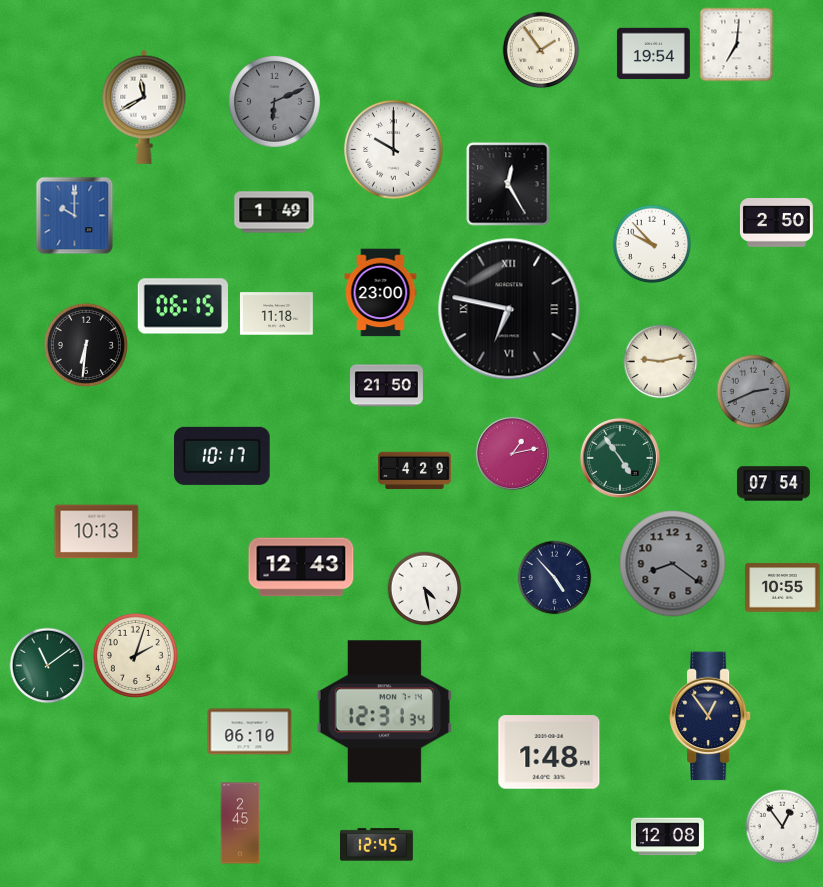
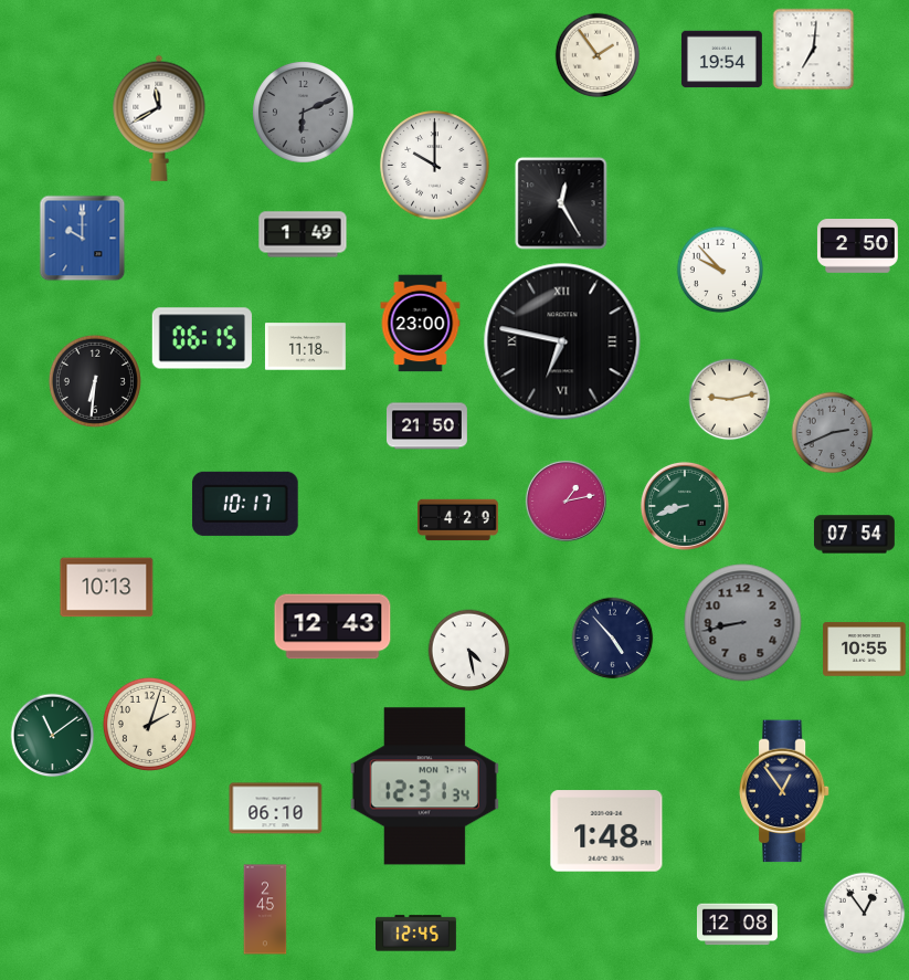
clock at (620, 458): 4:54 -> 8:42
clock at (673, 564): 8:21 -> 8:43
